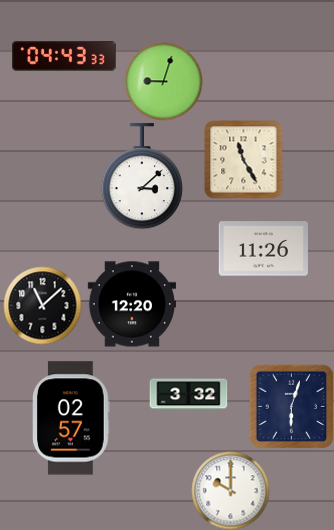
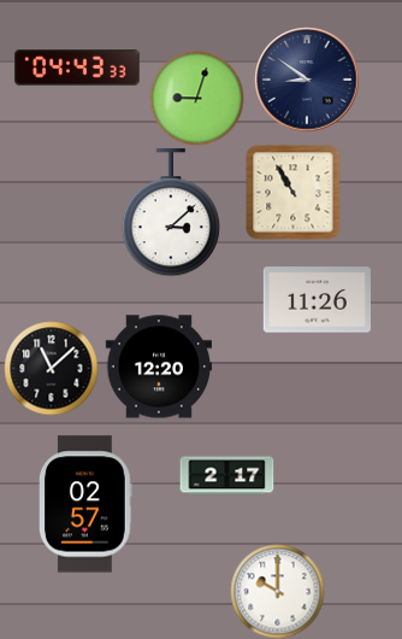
clock at (307, 80): none -> 8:51
clock at (243, 159): 11:25 -> 10:55
clock at (188, 395): 3:32 -> 2:17
clock at (291, 406): 6:03 -> none
